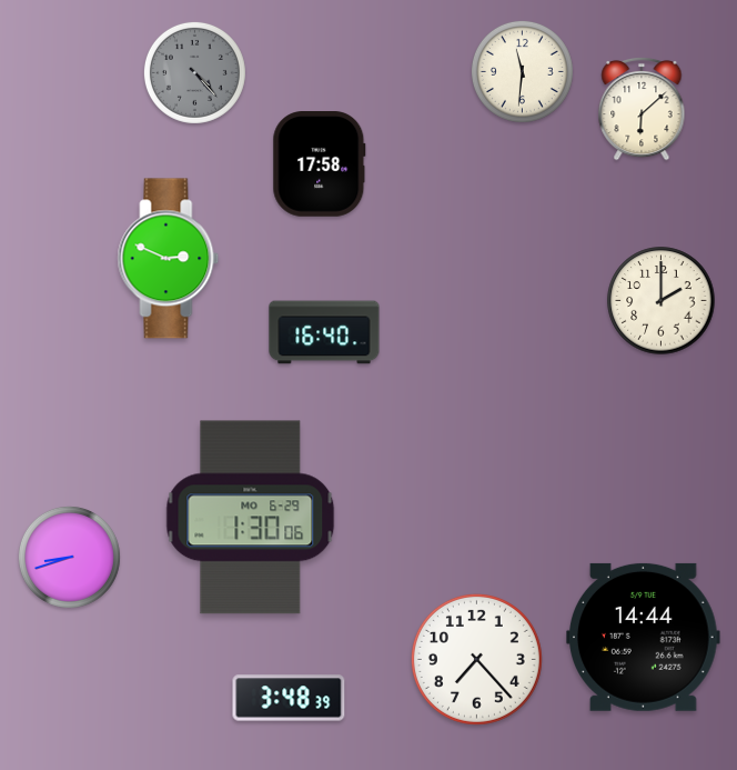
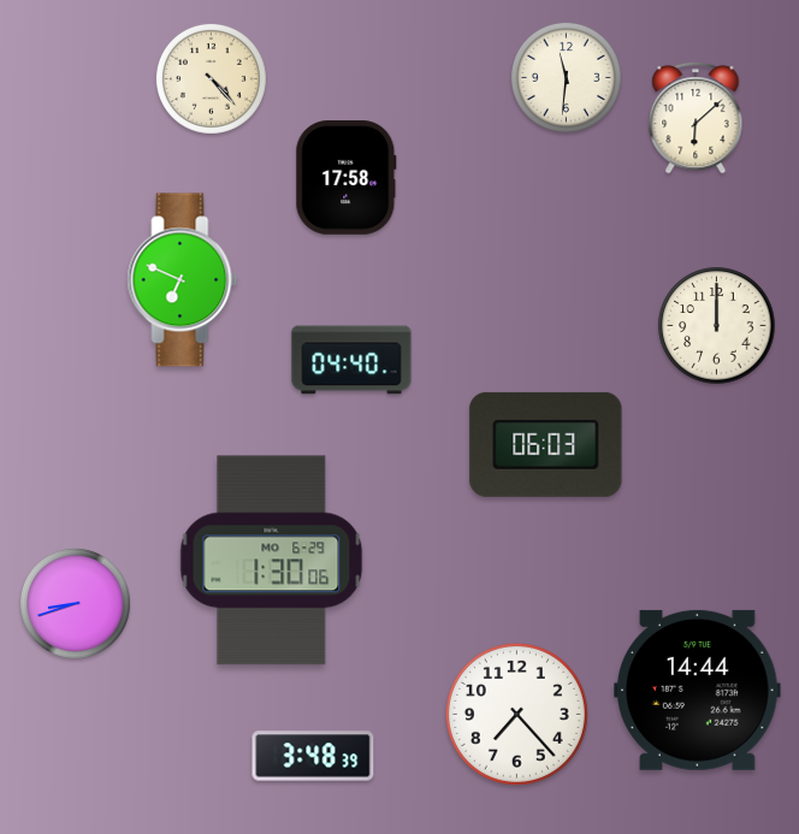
clock at (194, 72) dial: grey -> cream
clock at (169, 259): 2:49 -> 6:49
clock at (662, 301): 2:00 -> 12:00
clock at (324, 332): 16:40 -> 04:40
clock at (546, 444): none -> 06:03
